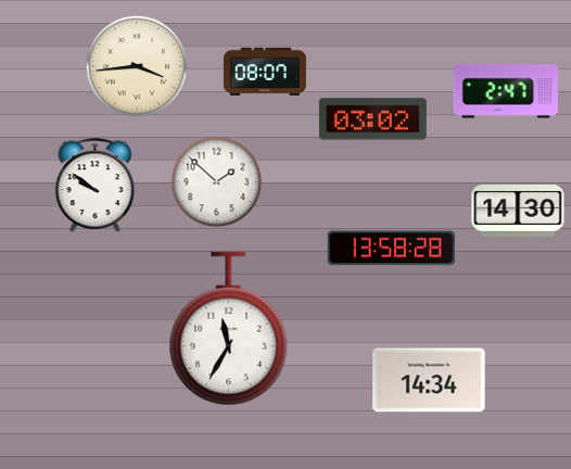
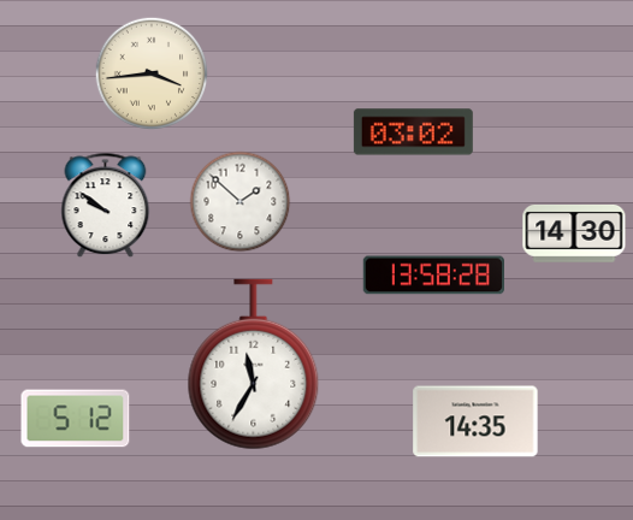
clock at (265, 72): 08:07 -> none
clock at (505, 91): 2:47 -> none
clock at (76, 419): none -> 5:12
clock at (429, 380): 14:34 -> 14:35
